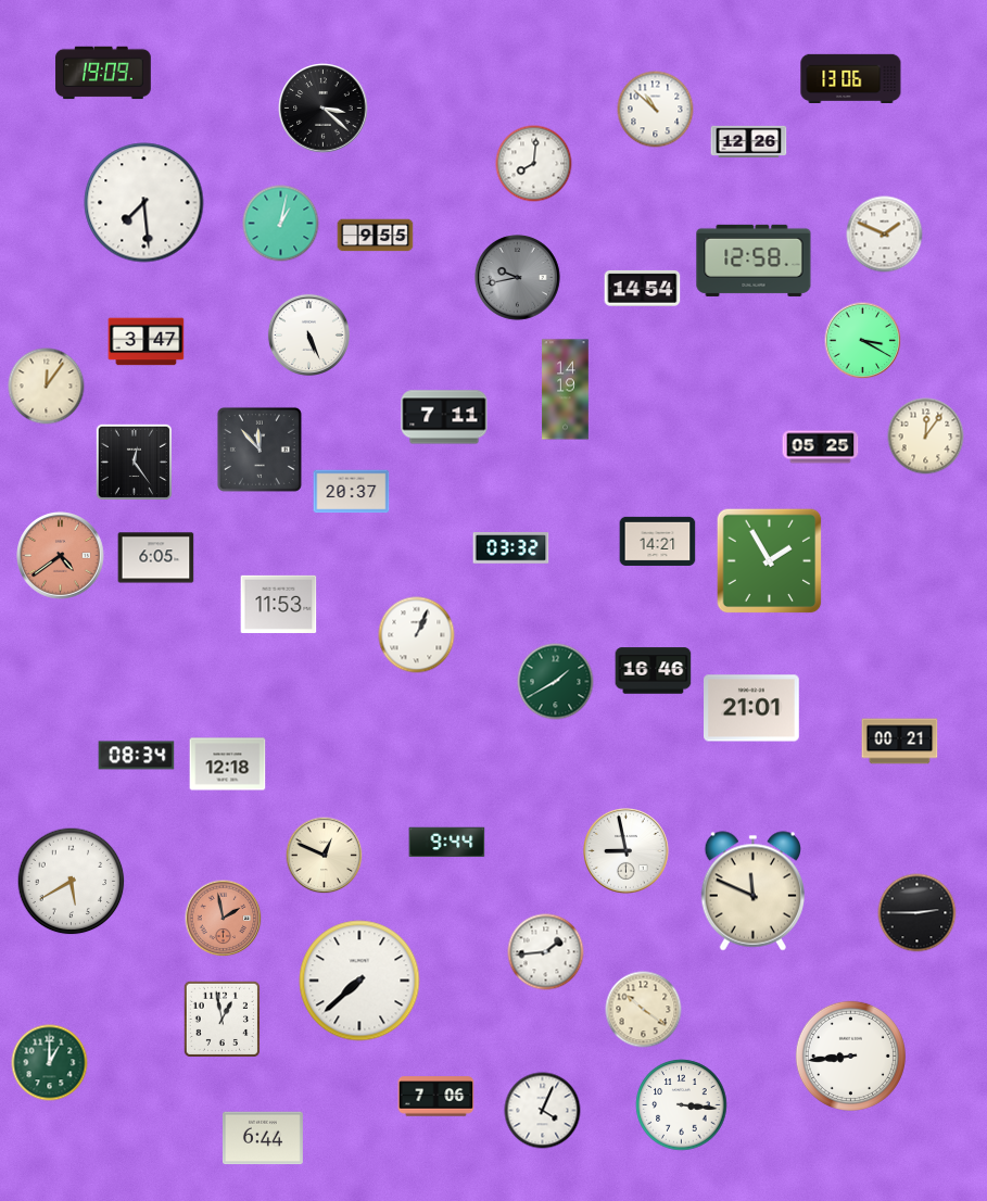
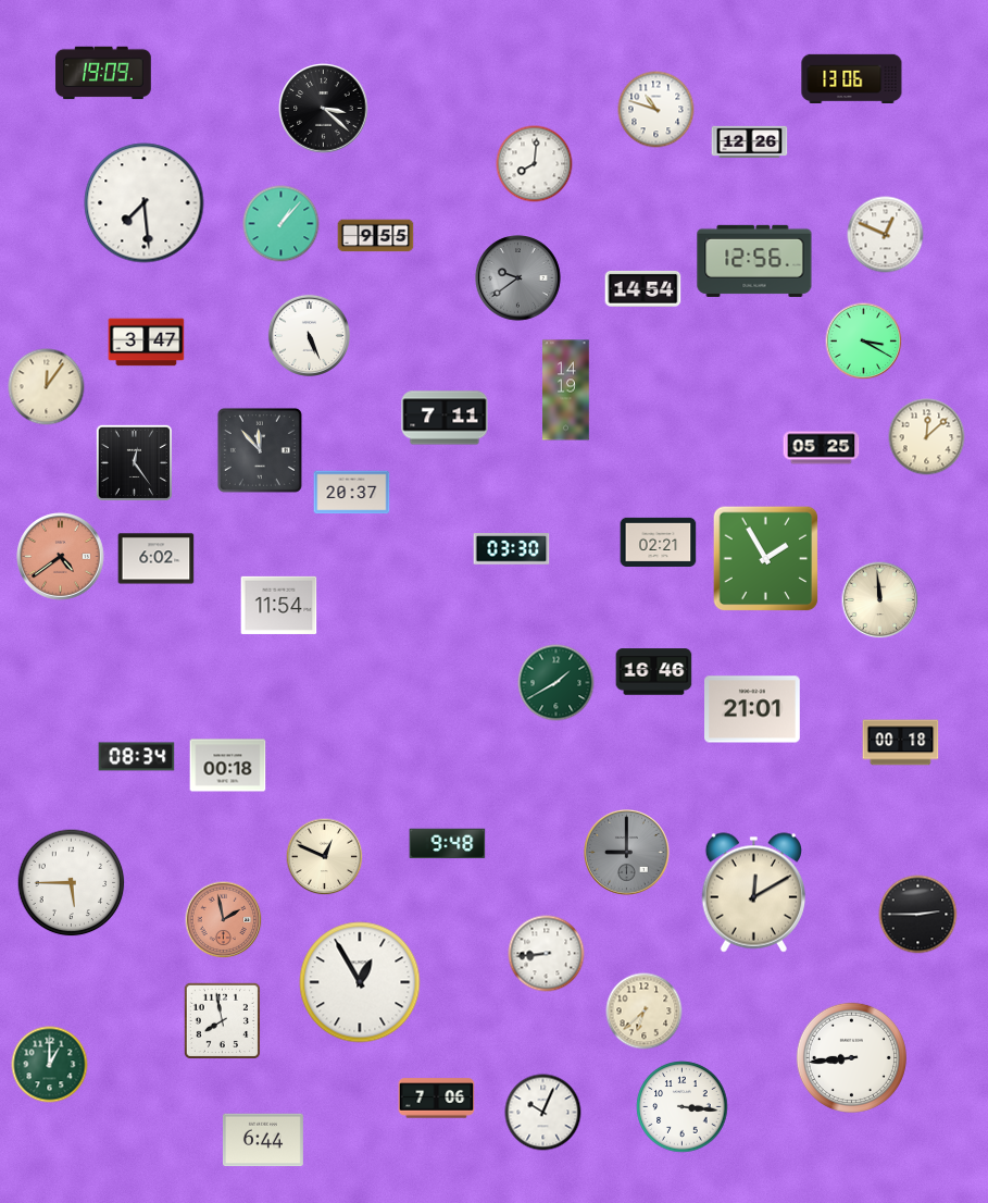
clock at (656, 110): 10:52 -> 10:48
clock at (281, 224): 1:02 -> 1:07
clock at (885, 235): 1:49 -> 12:49
clock at (754, 261): 12:58 -> 12:56
clock at (518, 278): 9:43 -> 9:39
clock at (926, 437): 12:06 -> 12:08
clock at (658, 541): 14:21 -> 02:21
clock at (511, 548): 03:32 -> 03:30
clock at (156, 558): 6:05 -> 6:02
clock at (770, 561) position: (770, 561) -> (766, 559)
clock at (880, 600): none -> 11:59
clock at (279, 604): 11:53 -> 11:54
clock at (417, 635): 1:04 -> none
clock at (900, 742): 00:21 -> 00:18
clock at (228, 764): 12:18 -> 00:18
clock at (447, 843): 9:44 -> 9:48
clock at (627, 851): 8:58 -> 9:00
clock at (627, 851) dial: white -> grey
clock at (72, 882): 5:40 -> 5:45
clock at (752, 892): 11:49 -> 12:10
clock at (546, 952): 1:44 -> 8:44
clock at (359, 981): 7:38 -> 12:55
clock at (644, 1010): 10:21 -> 6:38
clock at (222, 1019): 12:58 -> 7:58
clock at (543, 1111): 4:04 -> 10:04
